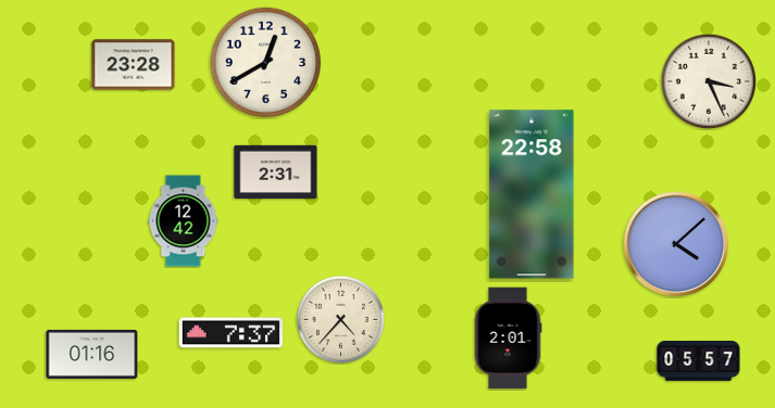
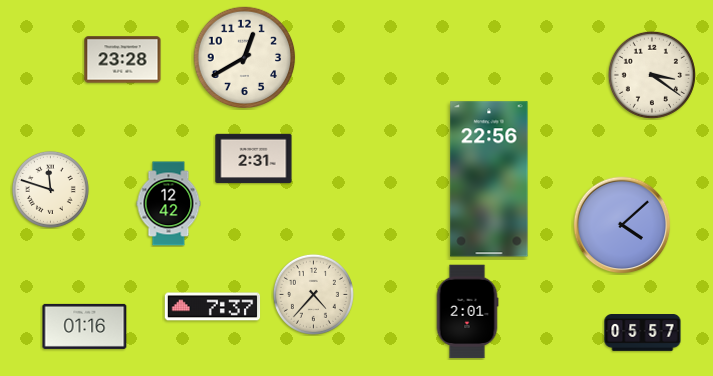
clock at (709, 81): 3:26 -> 3:21
clock at (532, 194): 22:58 -> 22:56
clock at (50, 189): none -> 11:48
